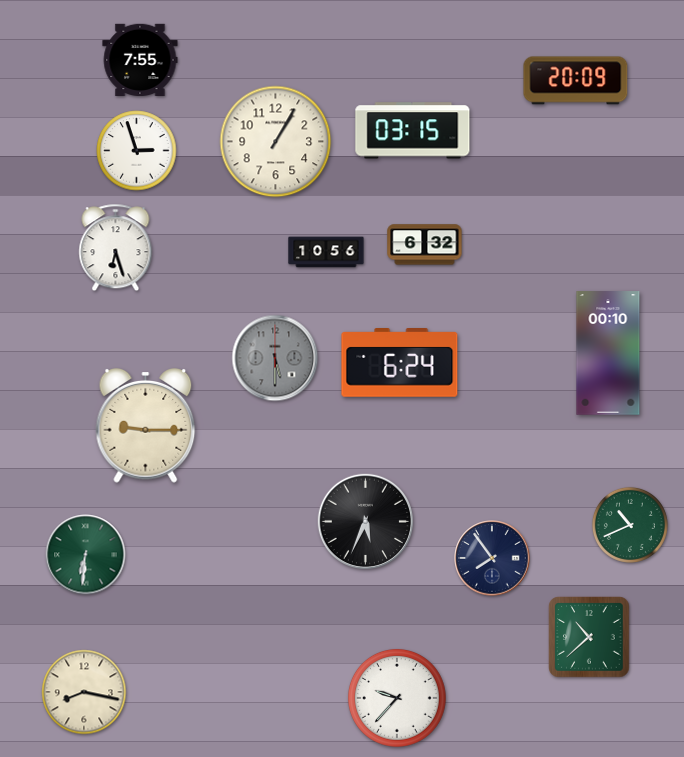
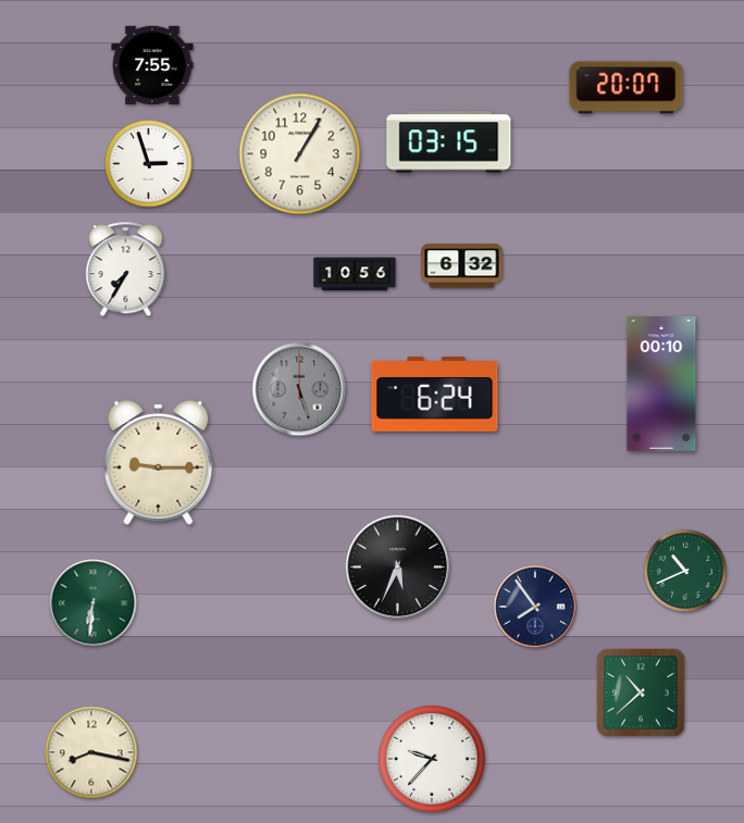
clock at (576, 81): 20:09 -> 20:07
clock at (116, 248): 6:27 -> 7:35
clock at (275, 358): 5:30 -> 5:27
